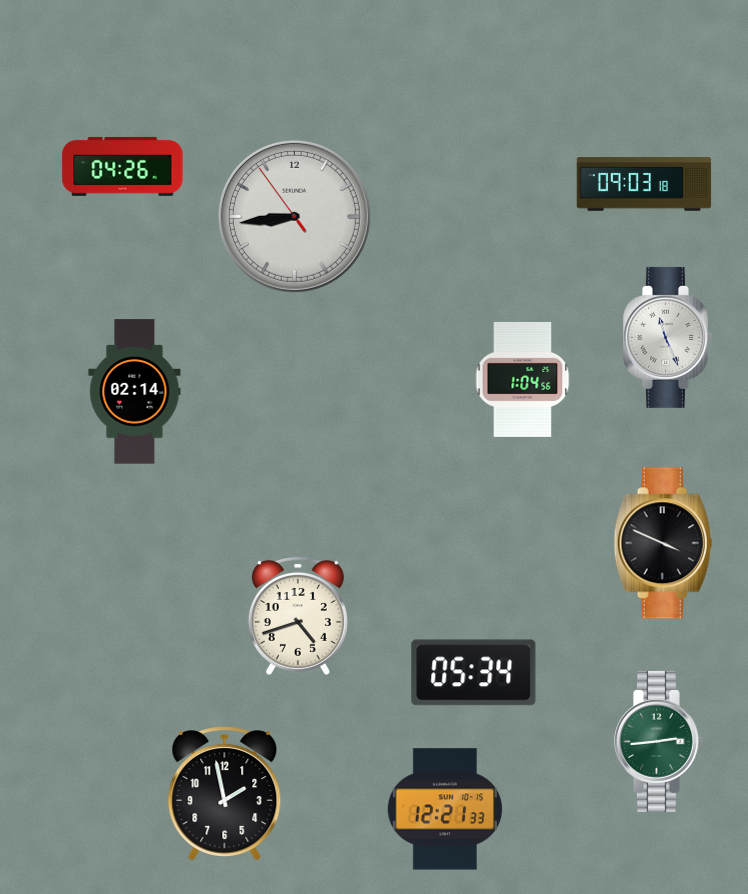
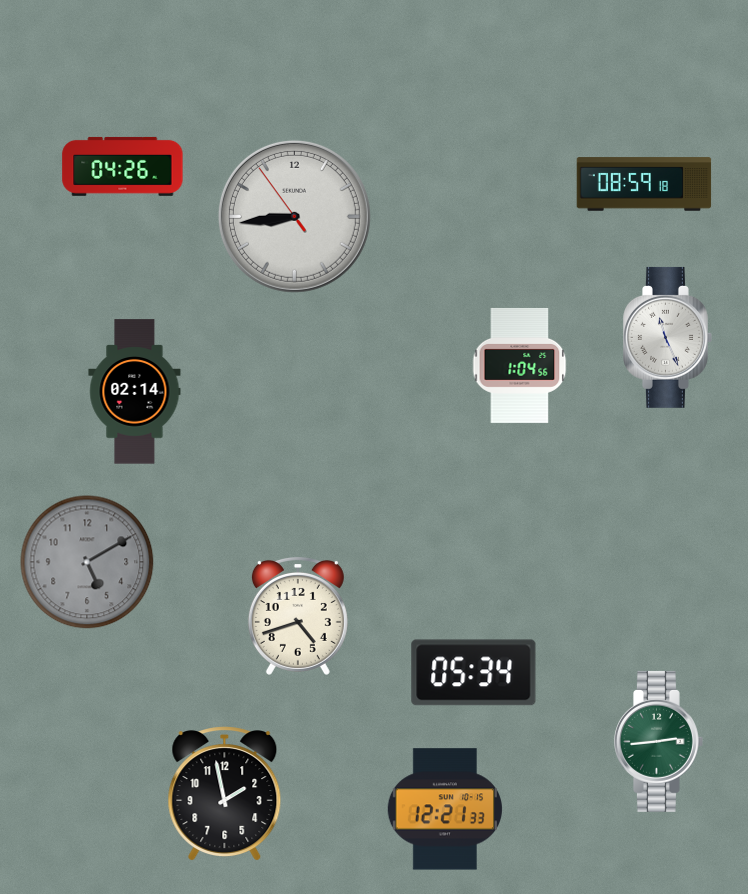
clock at (644, 184): 09:03 -> 08:59
clock at (523, 379) position: (523, 379) -> (520, 365)
clock at (663, 543): 3:49 -> none
clock at (87, 562): none -> 5:10
